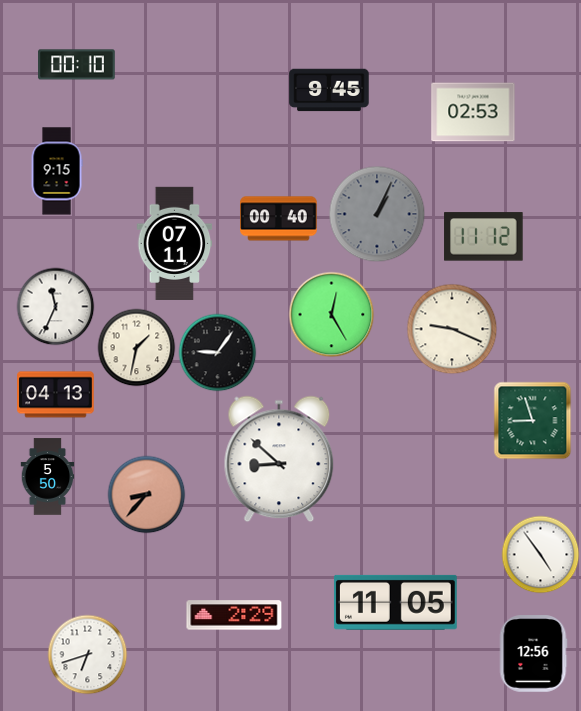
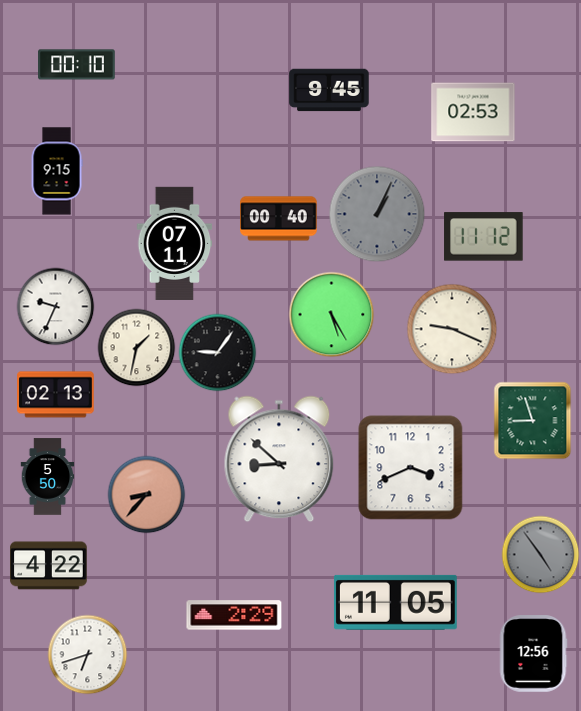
clock at (55, 306): 11:34 -> 9:34
clock at (331, 314): 12:25 -> 5:25
clock at (56, 395): 04:13 -> 02:13
clock at (411, 468): none -> 3:41
clock at (540, 554) dial: white -> grey
clock at (49, 566): none -> 4:22
